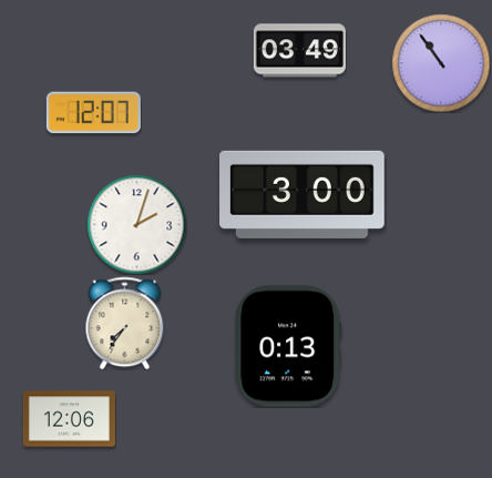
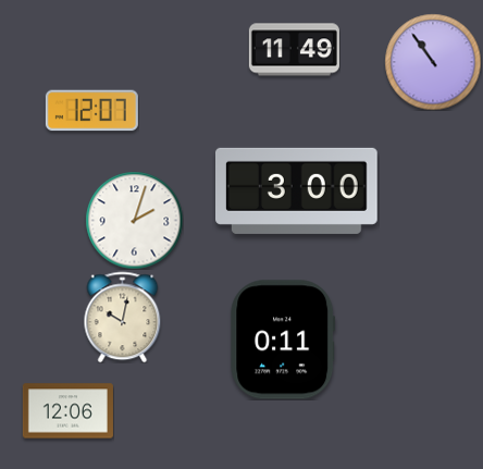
clock at (299, 51): 03:49 -> 11:49
clock at (125, 323): 7:36 -> 10:02
clock at (288, 346): 0:13 -> 0:11
